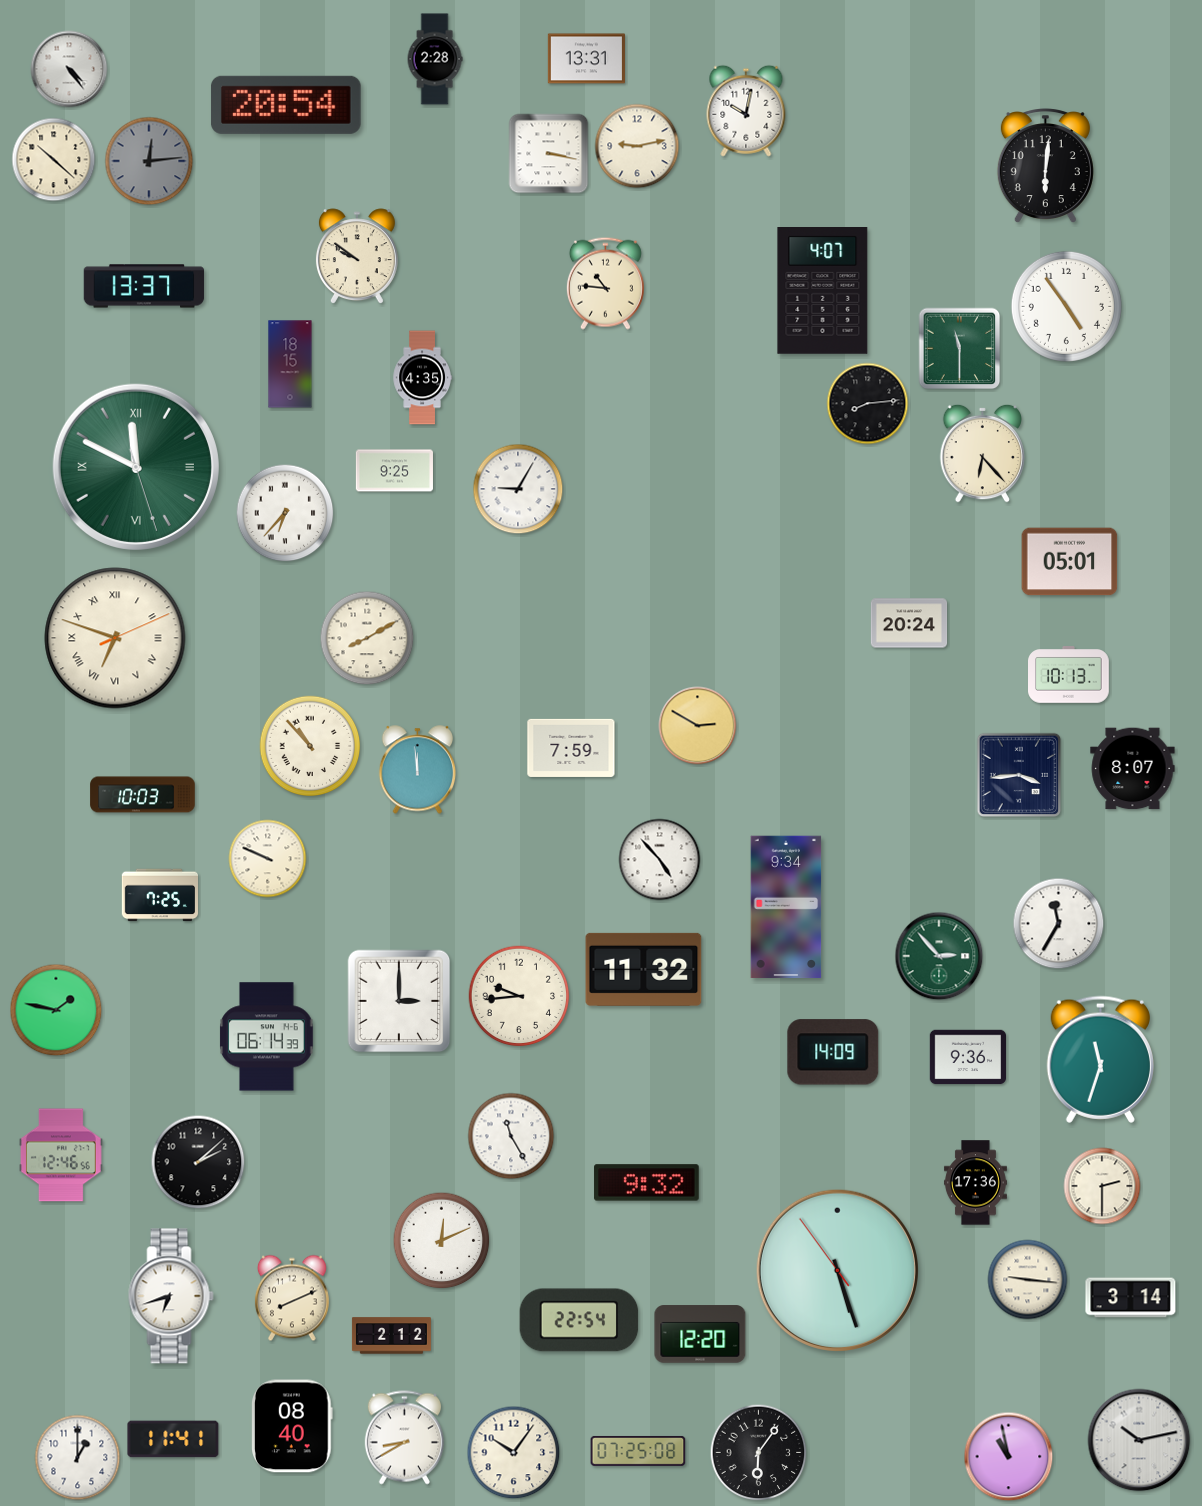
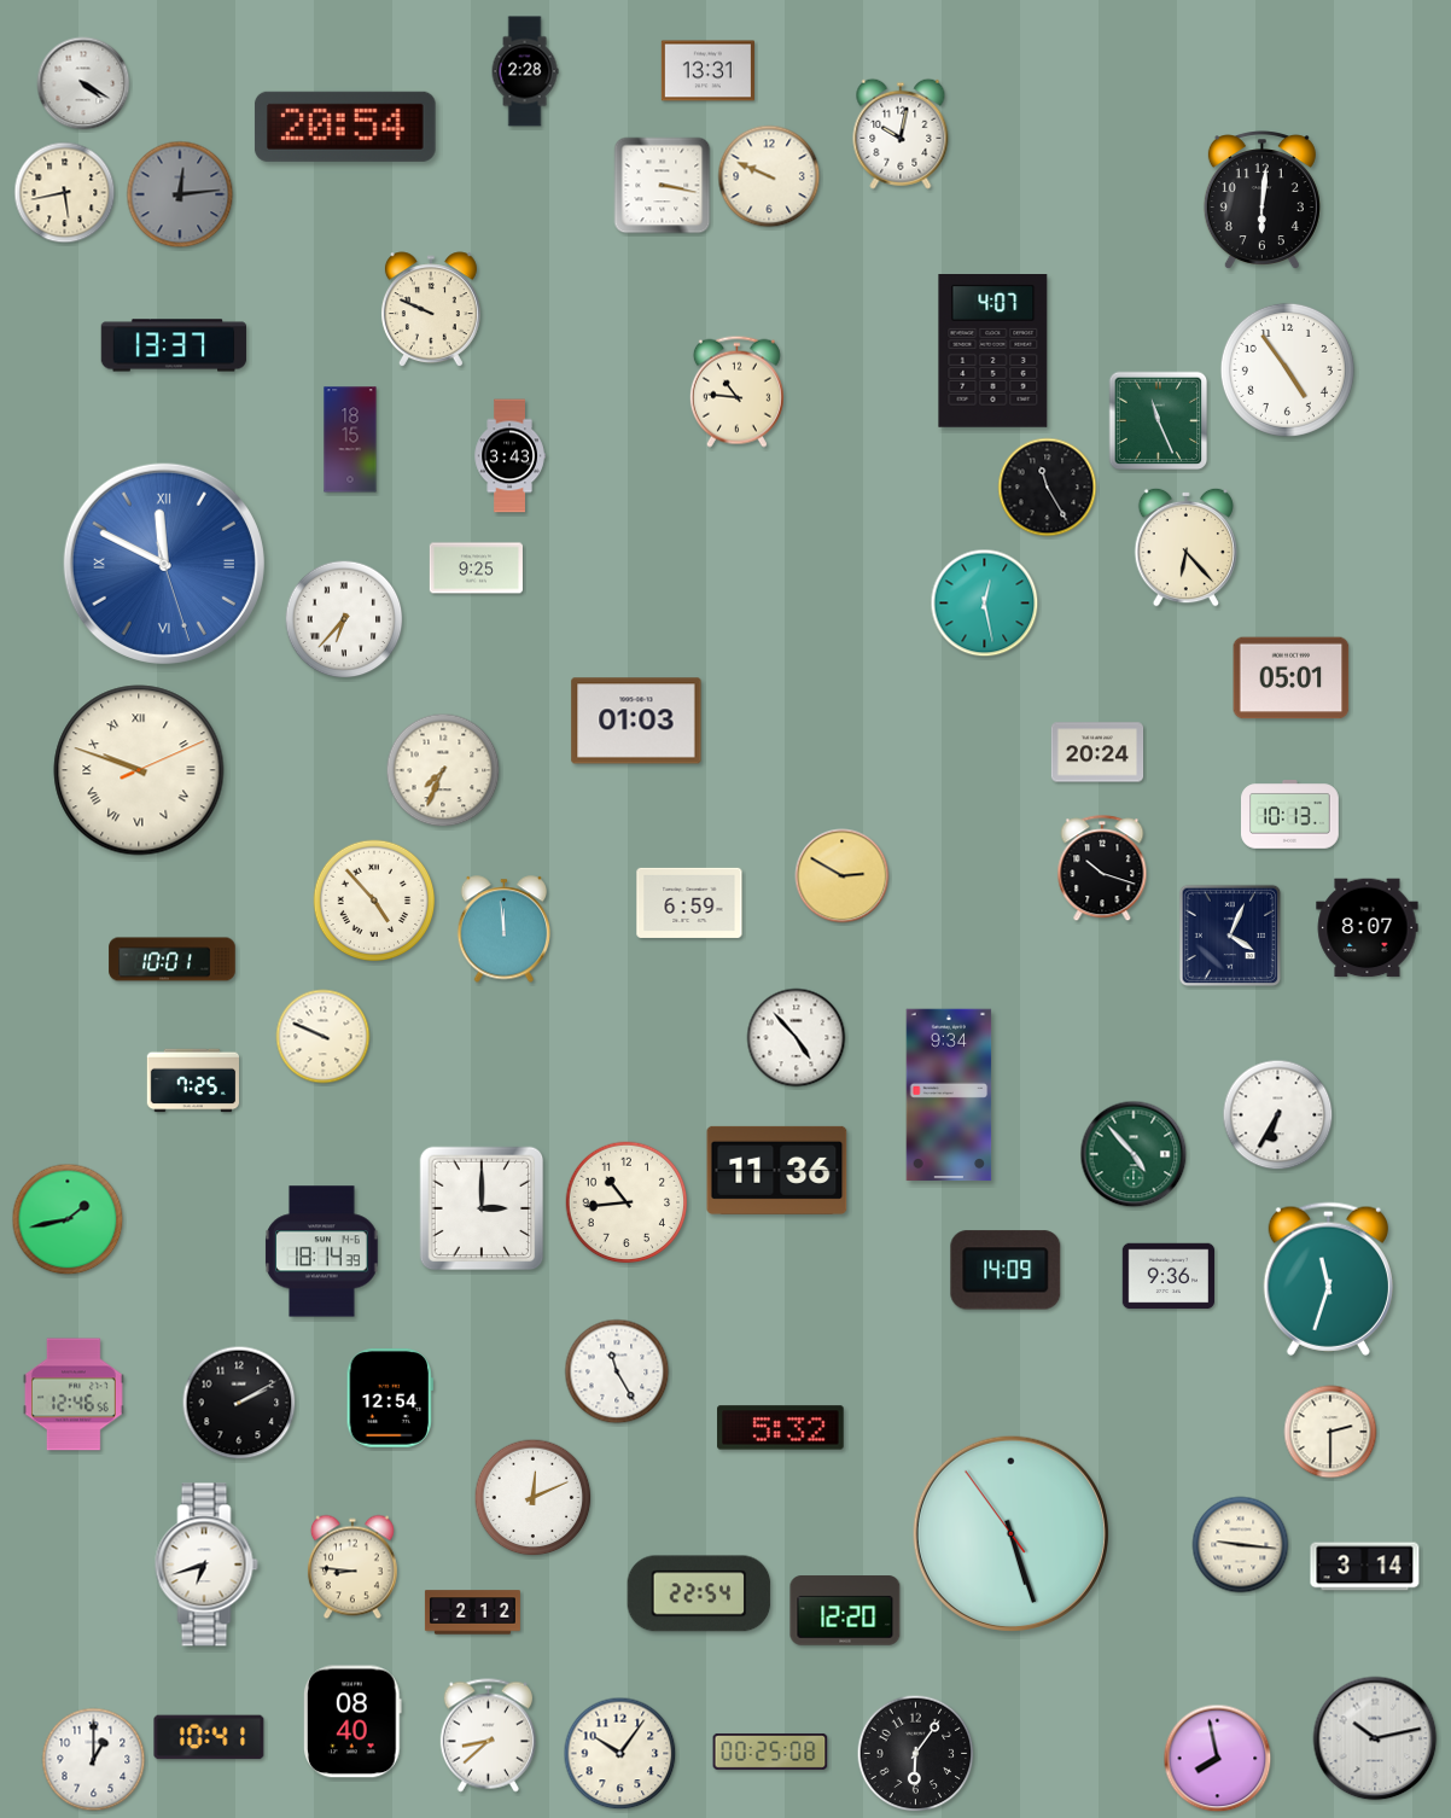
clock at (69, 69): 4:24 -> 4:20
clock at (637, 146): 9:13 -> 9:49
clock at (54, 160): 10:22 -> 5:43
clock at (357, 257): 9:51 -> 9:49
clock at (605, 283) position: (605, 283) -> (736, 391)
clock at (960, 349): 11:30 -> 11:26
clock at (422, 378): 4:35 -> 3:43
clock at (868, 404): 8:14 -> 11:25
clock at (136, 467) dial: green -> blue
clock at (518, 489): 9:05 -> none
clock at (985, 604): none -> 12:28
clock at (636, 721): none -> 01:03
clock at (115, 638): 6:48 -> 9:48
clock at (367, 638): 8:10 -> 7:34
clock at (1102, 869): none -> 10:18
clock at (310, 746): 10:53 -> 4:53
clock at (571, 748): 7:59 -> 6:59
clock at (1019, 775): 3:44 -> 4:04
clock at (143, 795): 10:03 -> 10:01
clock at (1059, 924): 11:35 -> 6:35
clock at (939, 956): 2:53 -> 4:53
clock at (644, 969): 11:32 -> 11:36
clock at (519, 996): 9:44 -> 10:44
clock at (56, 1010): 1:47 -> 1:43
clock at (267, 1037): 06:14 -> 18:14
clock at (390, 1398): none -> 12:54
clock at (198, 1162): 2:08 -> 2:10
clock at (647, 1183): 9:32 -> 5:32
clock at (975, 1183): 17:36 -> none
clock at (292, 1298): 8:11 -> 8:46
clock at (404, 1438): 8:40 -> 8:38
clock at (173, 1439): 11:41 -> 10:41
clock at (638, 1451): 07:25 -> 00:25
clock at (1009, 1457): 10:58 -> 7:58
